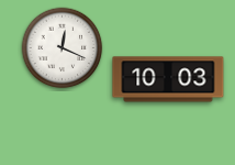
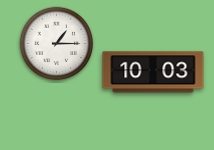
clock at (63, 48): 12:19 -> 1:15
